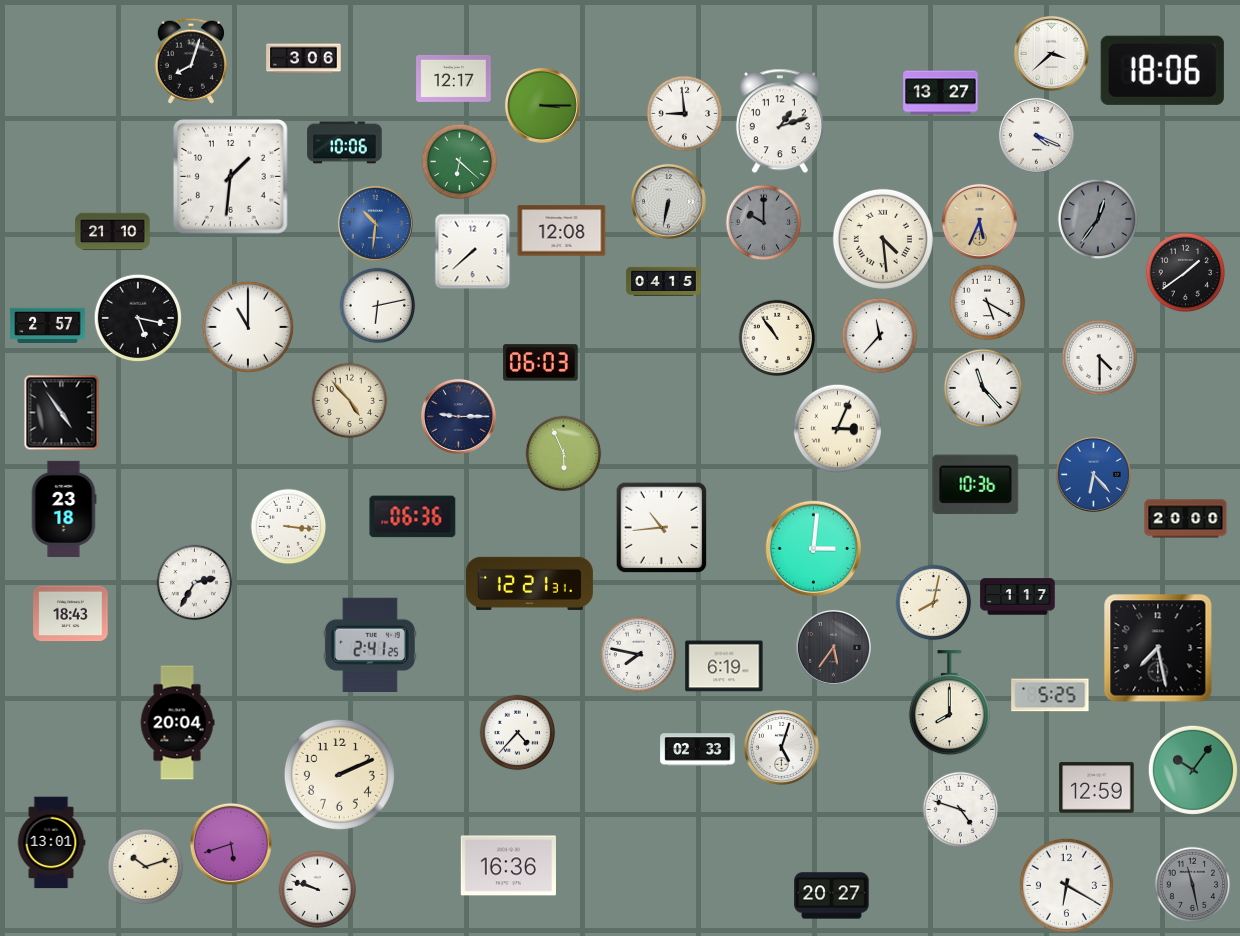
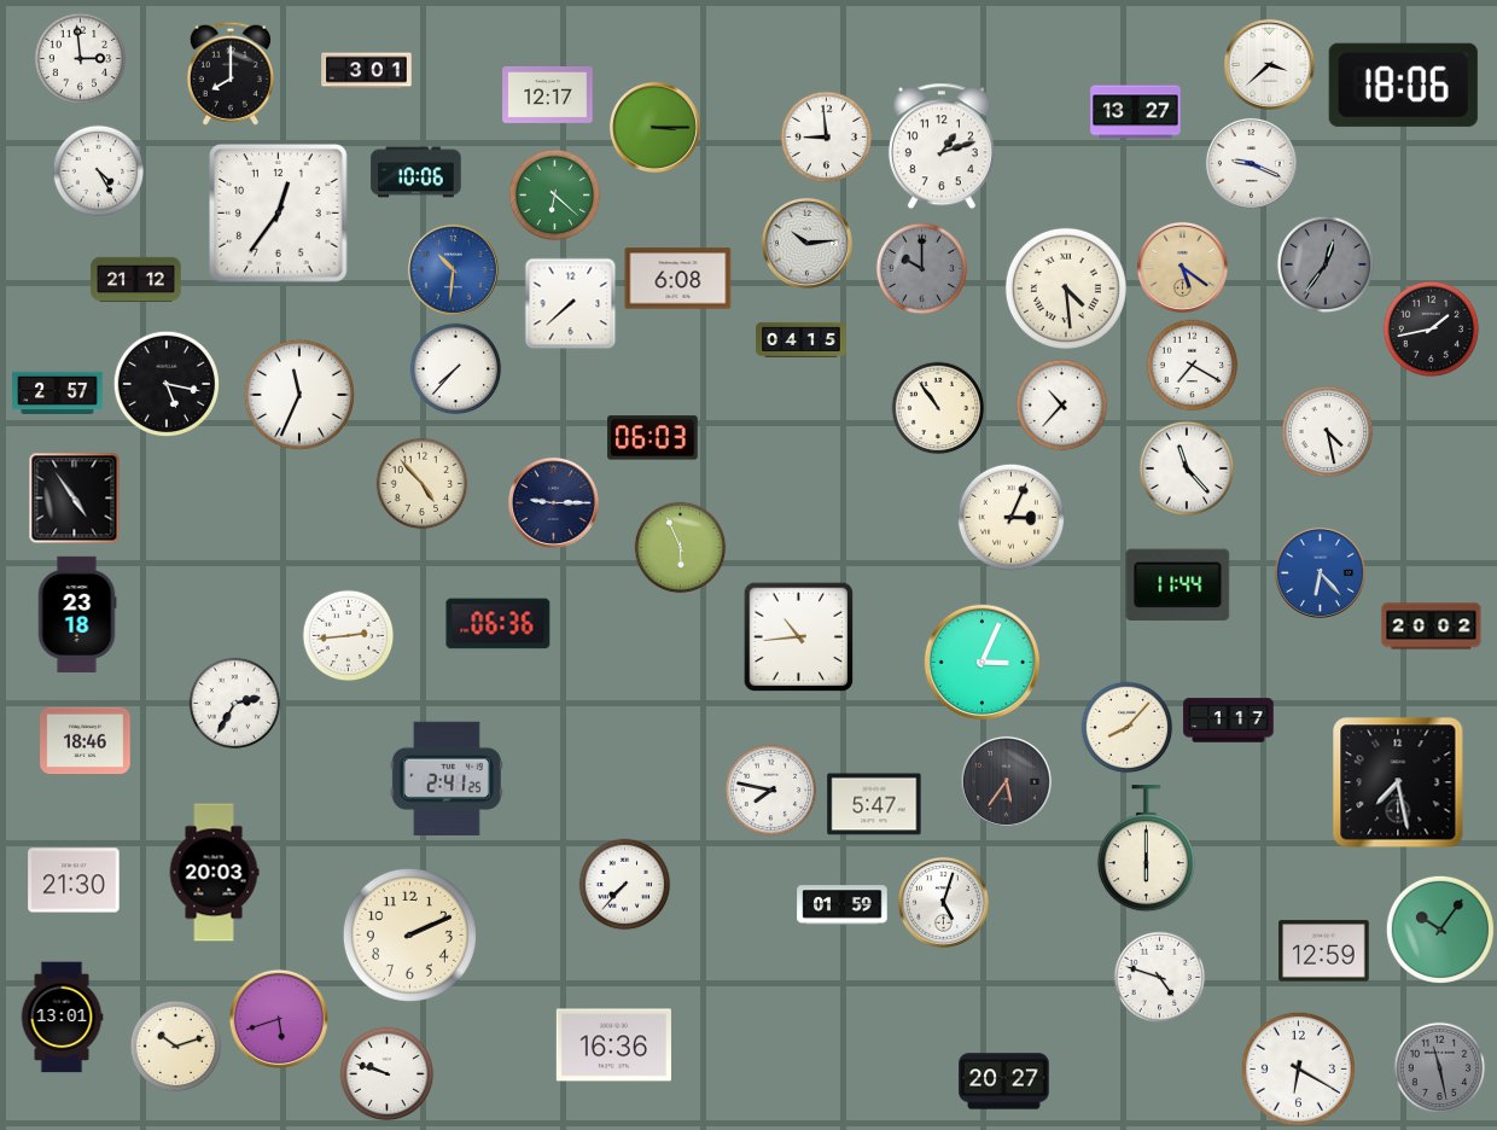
clock at (81, 59): none -> 2:59
clock at (304, 59): 3:06 -> 3:01
clock at (191, 61): 8:03 -> 8:00
clock at (1036, 135): 4:19 -> 9:19
clock at (99, 171): none -> 4:25
clock at (231, 177): 1:31 -> 12:36
clock at (668, 201): 6:32 -> 10:14
clock at (979, 221): 5:34 -> 5:21
clock at (562, 231): 12:08 -> 6:08
clock at (113, 232): 21:10 -> 21:12
clock at (1186, 273): 1:39 -> 1:43
clock at (988, 303): 5:20 -> 7:20
clock at (378, 306): 6:13 -> 7:37
clock at (248, 327): 11:00 -> 11:34
clock at (880, 336): 11:37 -> 10:37
clock at (1100, 358): 4:30 -> 4:28
clock at (976, 484): 10:36 -> 11:44
clock at (1186, 519): 20:00 -> 20:02
clock at (289, 527): 3:16 -> 2:44
clock at (813, 548): 3:01 -> 3:04
clock at (529, 583): 12:21 -> none
clock at (934, 603): 8:02 -> 8:07
clock at (71, 614): 18:43 -> 18:46
clock at (724, 666): 6:19 -> 5:47
clock at (1050, 695): 5:25 -> none
clock at (949, 703): 8:00 -> 6:00
clock at (177, 723): 20:04 -> 20:03
clock at (74, 880): none -> 21:30
clock at (518, 733): 4:37 -> 7:37
clock at (698, 750): 02:33 -> 01:59
clock at (1066, 885) position: (1066, 885) -> (1298, 1068)
clock at (318, 890) position: (318, 890) -> (388, 1074)
